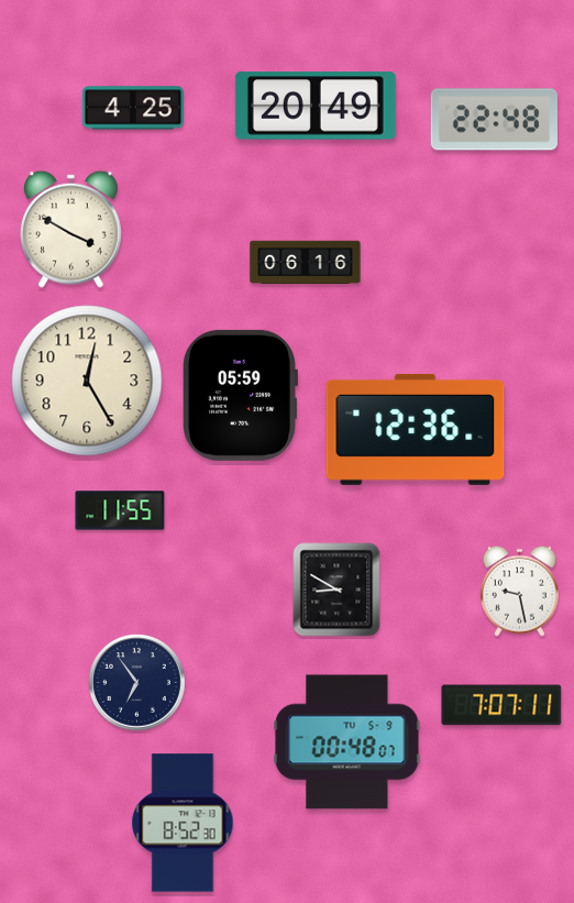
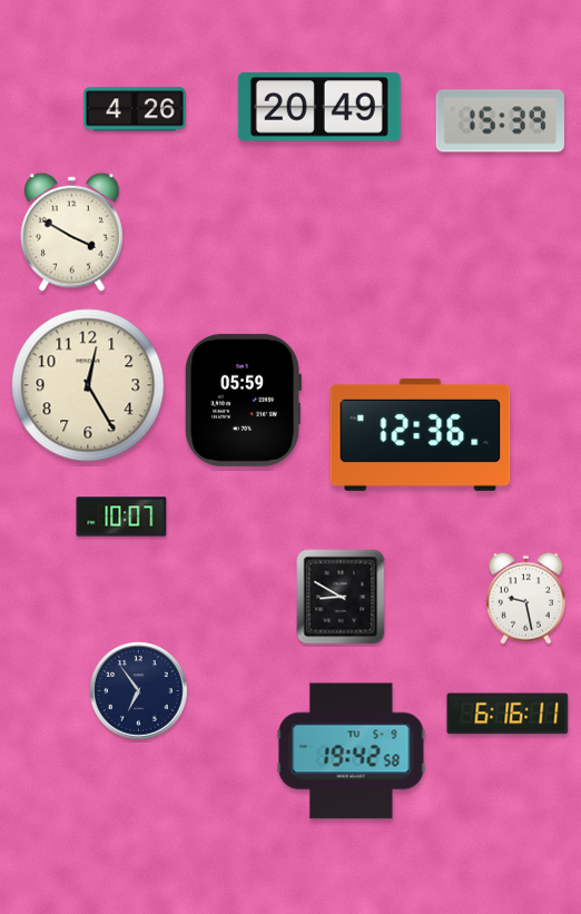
clock at (133, 108): 4:25 -> 4:26
clock at (494, 120): 22:48 -> 15:39
clock at (306, 263): 06:16 -> none
clock at (120, 510): 11:55 -> 10:07
clock at (501, 705): 7:07 -> 6:16
clock at (347, 742): 00:48 -> 19:42
clock at (183, 823): 8:52 -> none
